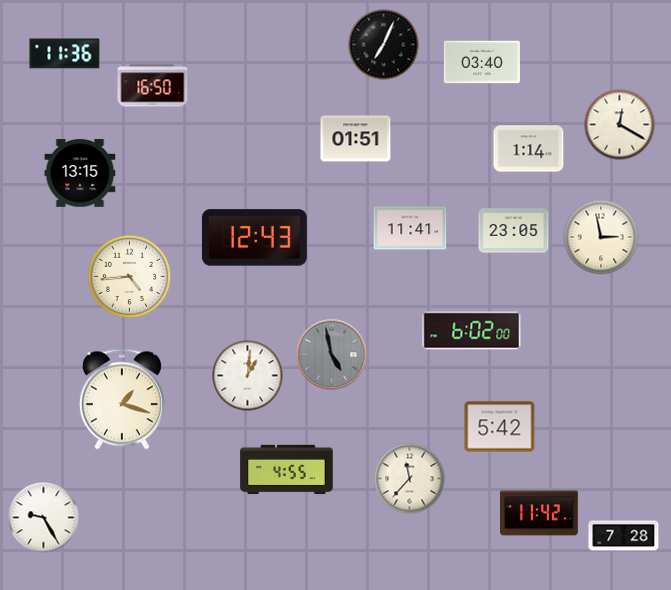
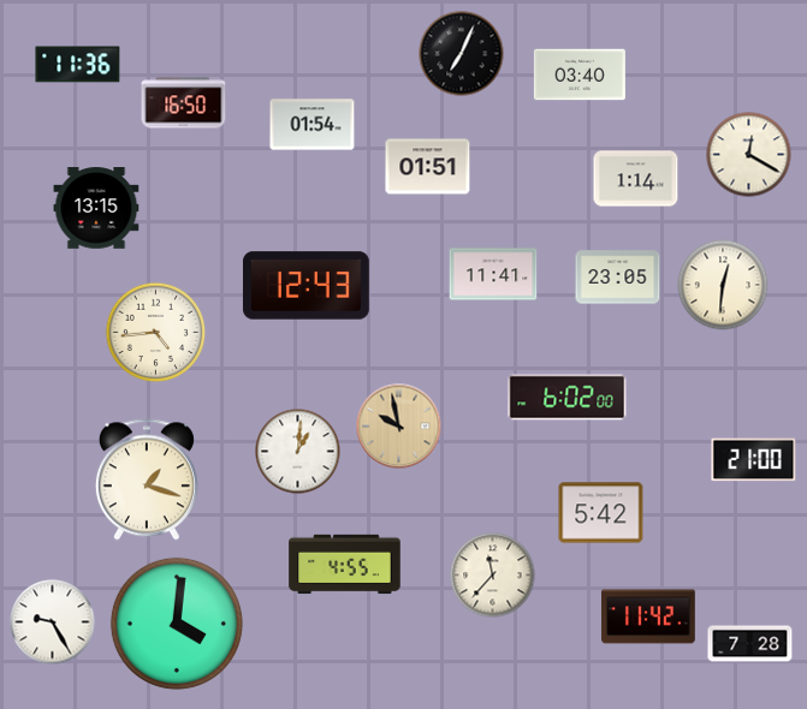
clock at (313, 125): none -> 01:54
clock at (620, 125) position: (620, 125) -> (749, 155)
clock at (601, 237): 2:58 -> 12:31
clock at (332, 355): 4:58 -> 9:58
clock at (332, 355) dial: grey -> champagne
clock at (754, 460): none -> 21:00
clock at (177, 624): none -> 4:01
